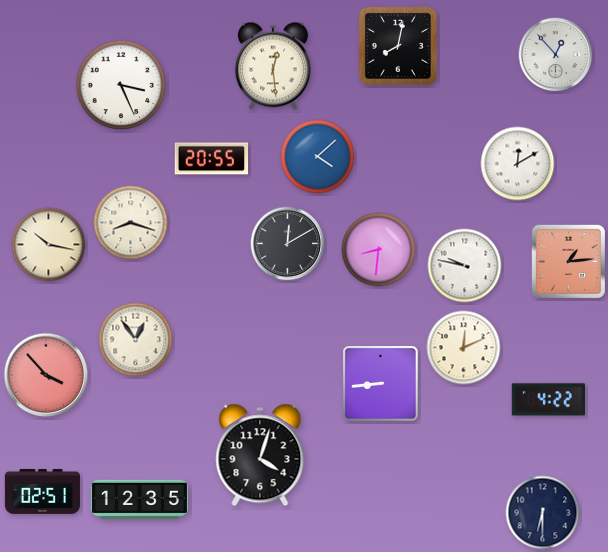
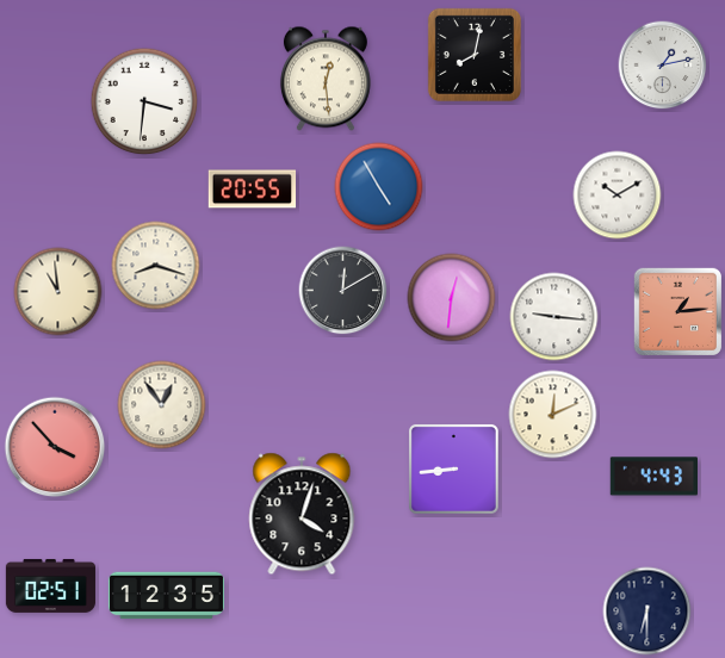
clock at (556, 55): 12:53 -> 1:13
clock at (121, 85): 3:26 -> 3:31
clock at (318, 157): 4:08 -> 4:55
clock at (518, 164): 12:10 -> 10:10
clock at (49, 245): 10:17 -> 10:59
clock at (379, 250): 8:31 -> 12:31
clock at (465, 266): 9:47 -> 9:16
clock at (381, 384) position: (381, 384) -> (454, 470)
clock at (548, 400): 4:22 -> 4:43
clock at (260, 455) position: (260, 455) -> (302, 514)
